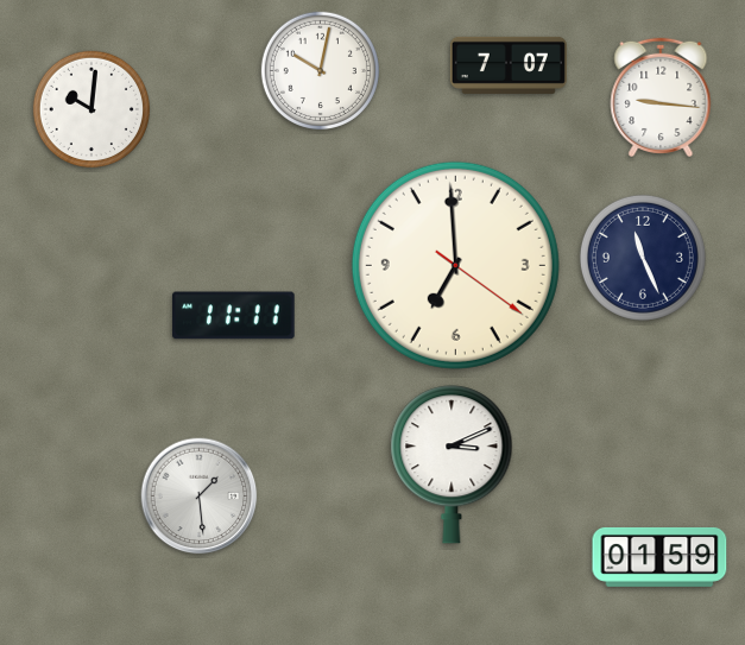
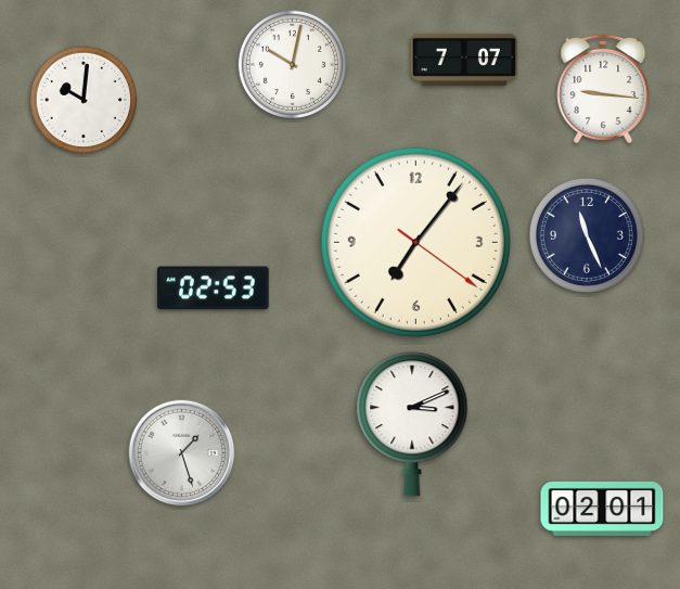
clock at (455, 265): 6:59 -> 7:06
clock at (234, 316): 11:11 -> 02:53
clock at (200, 497): 1:29 -> 1:27
clock at (659, 557): 01:59 -> 02:01
